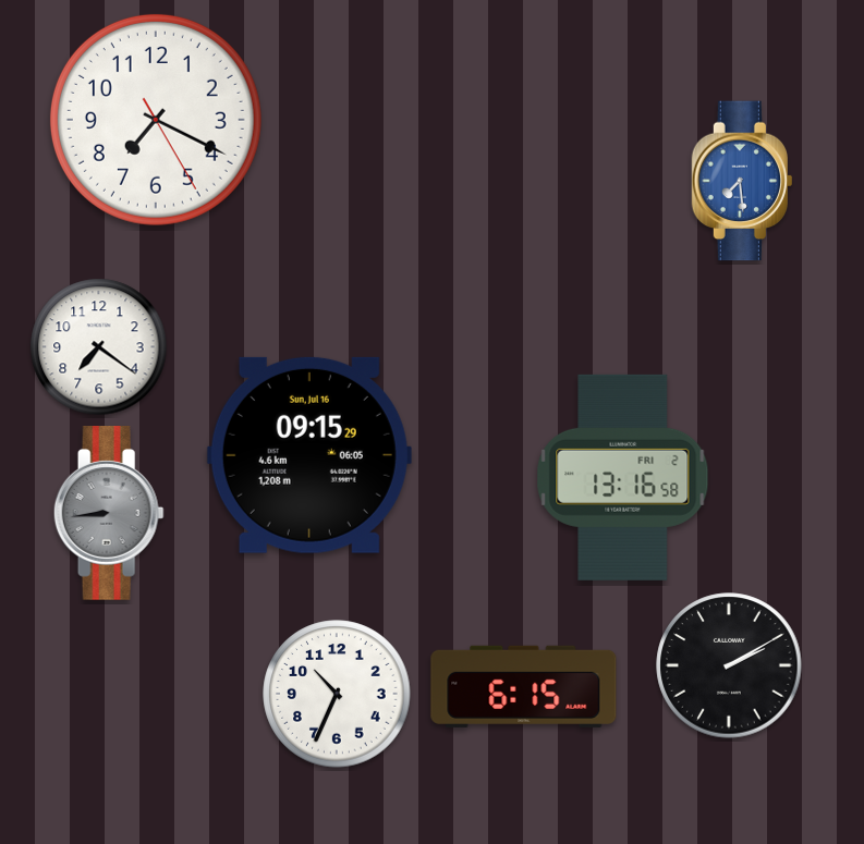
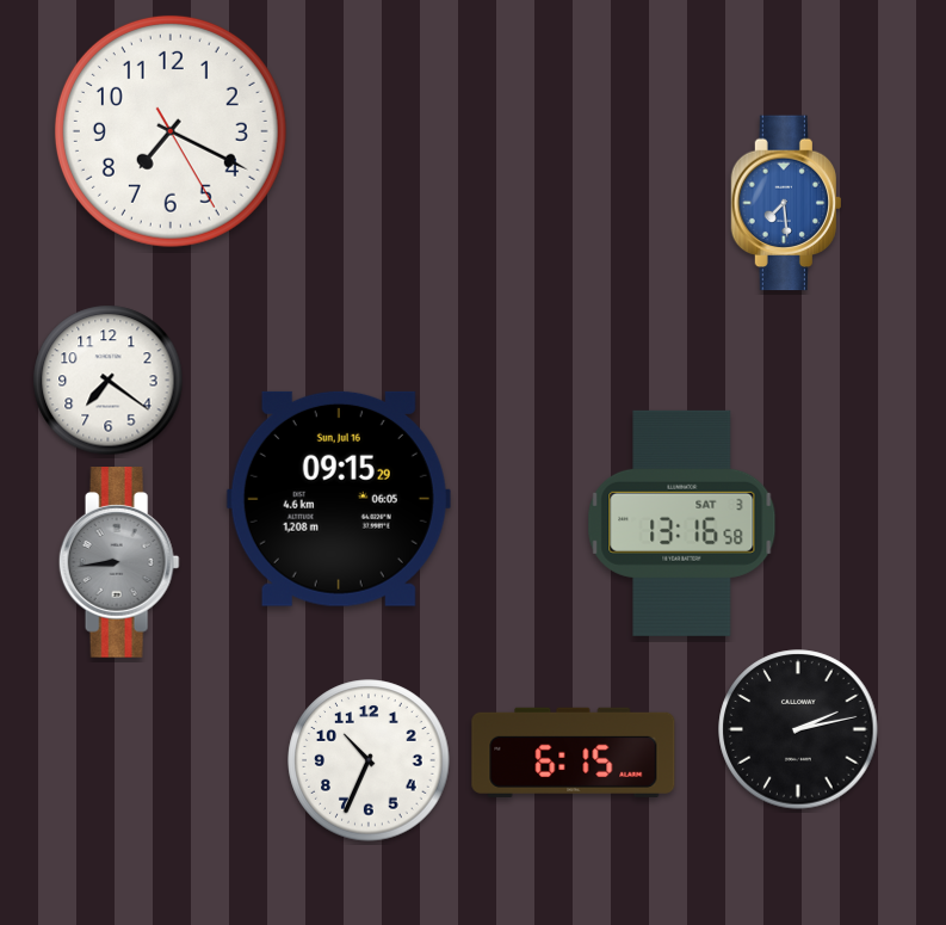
clock at (741, 181) position: (741, 181) -> (785, 203)
clock at (623, 477) date: FRI 2 -> SAT 3
clock at (729, 665): 2:10 -> 2:13
